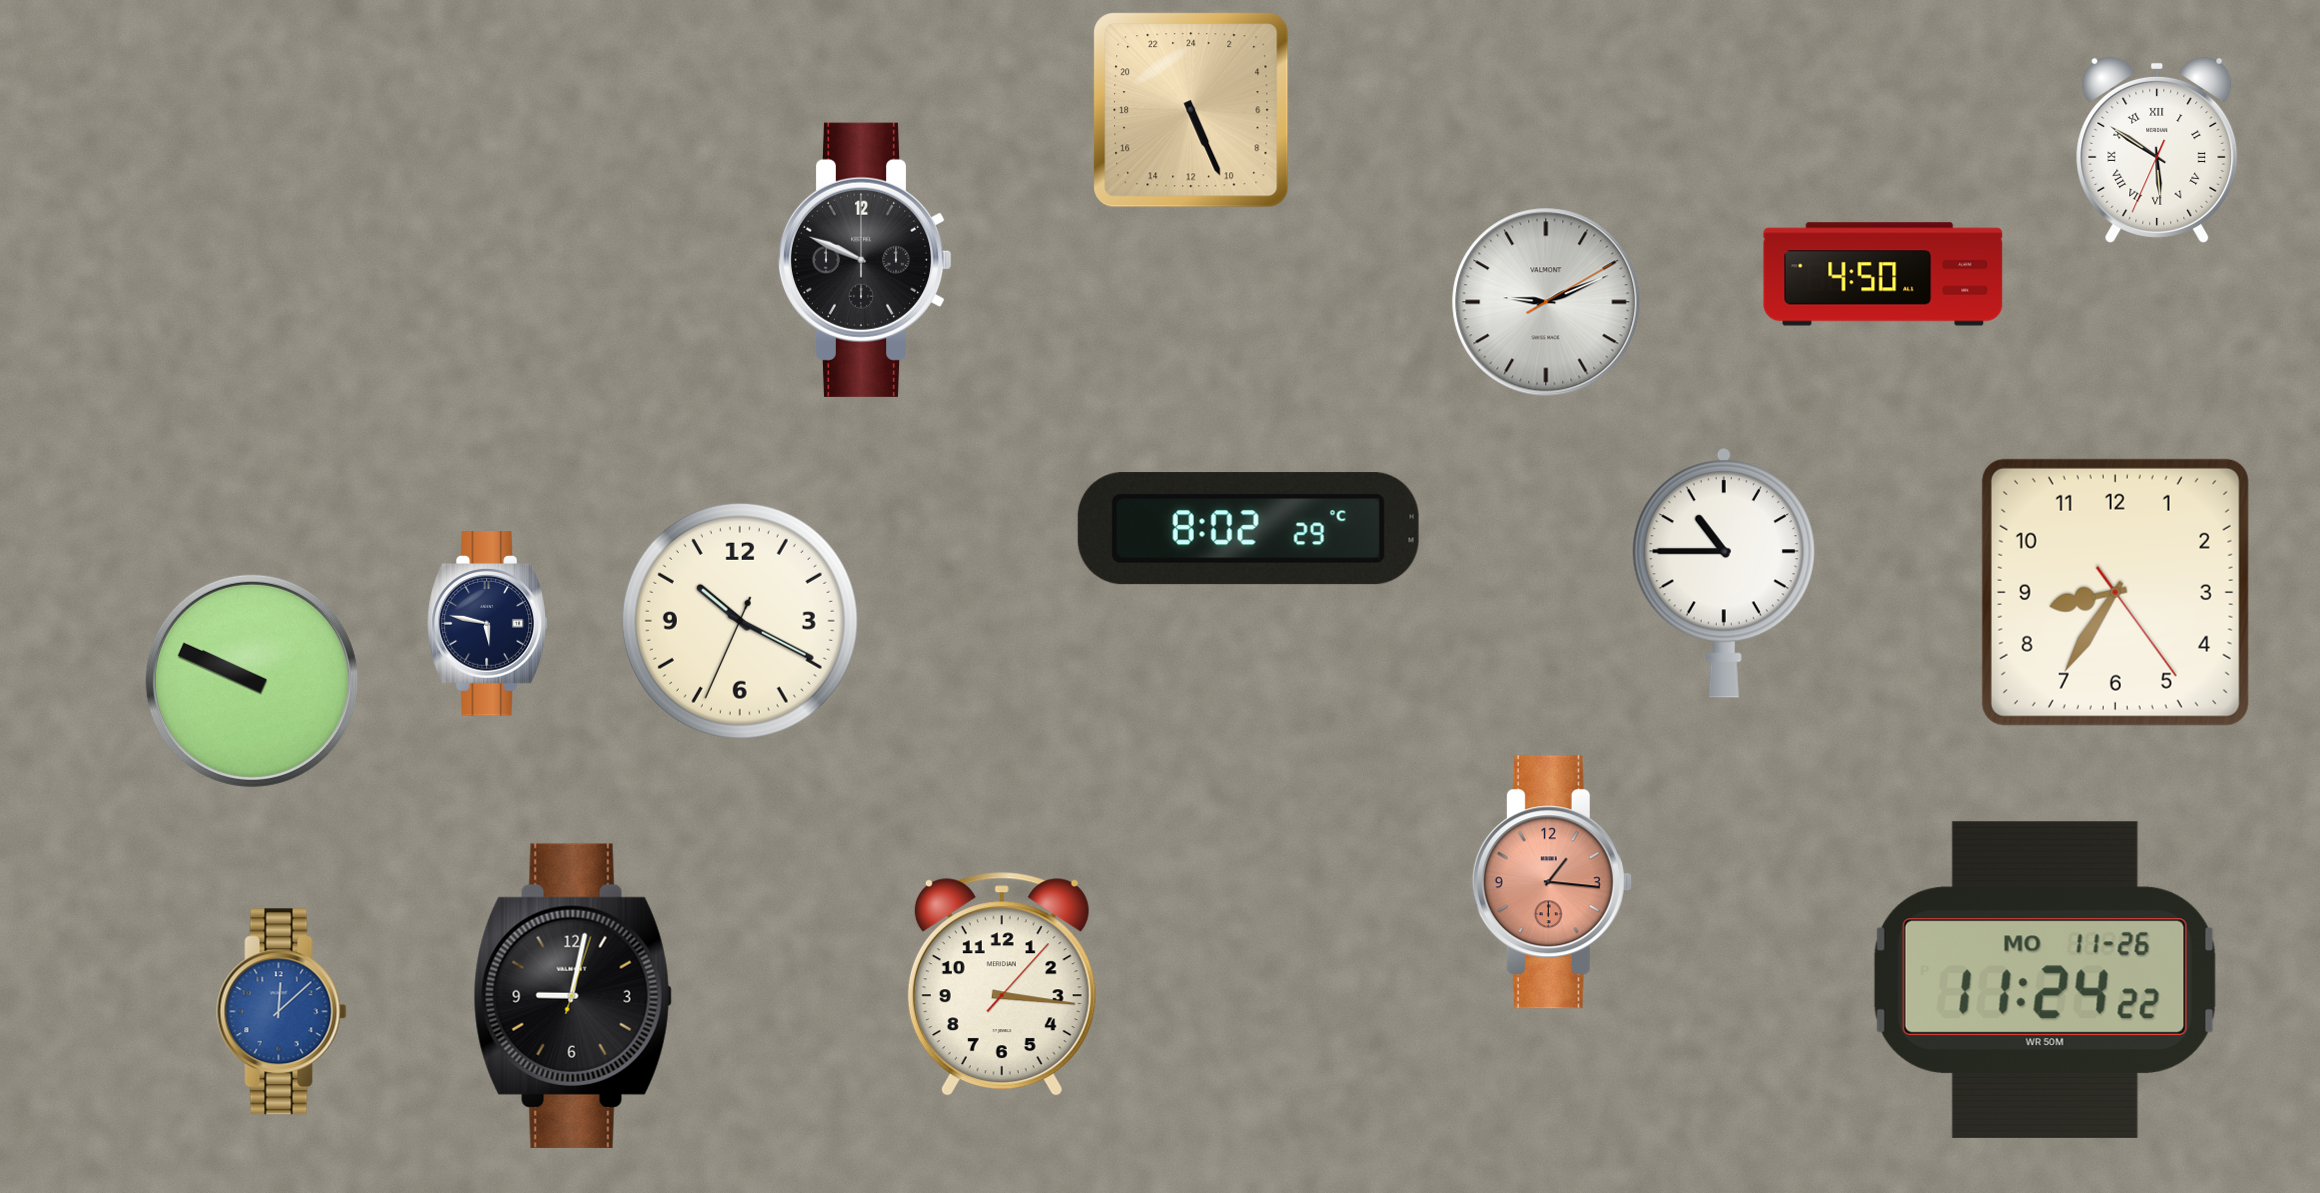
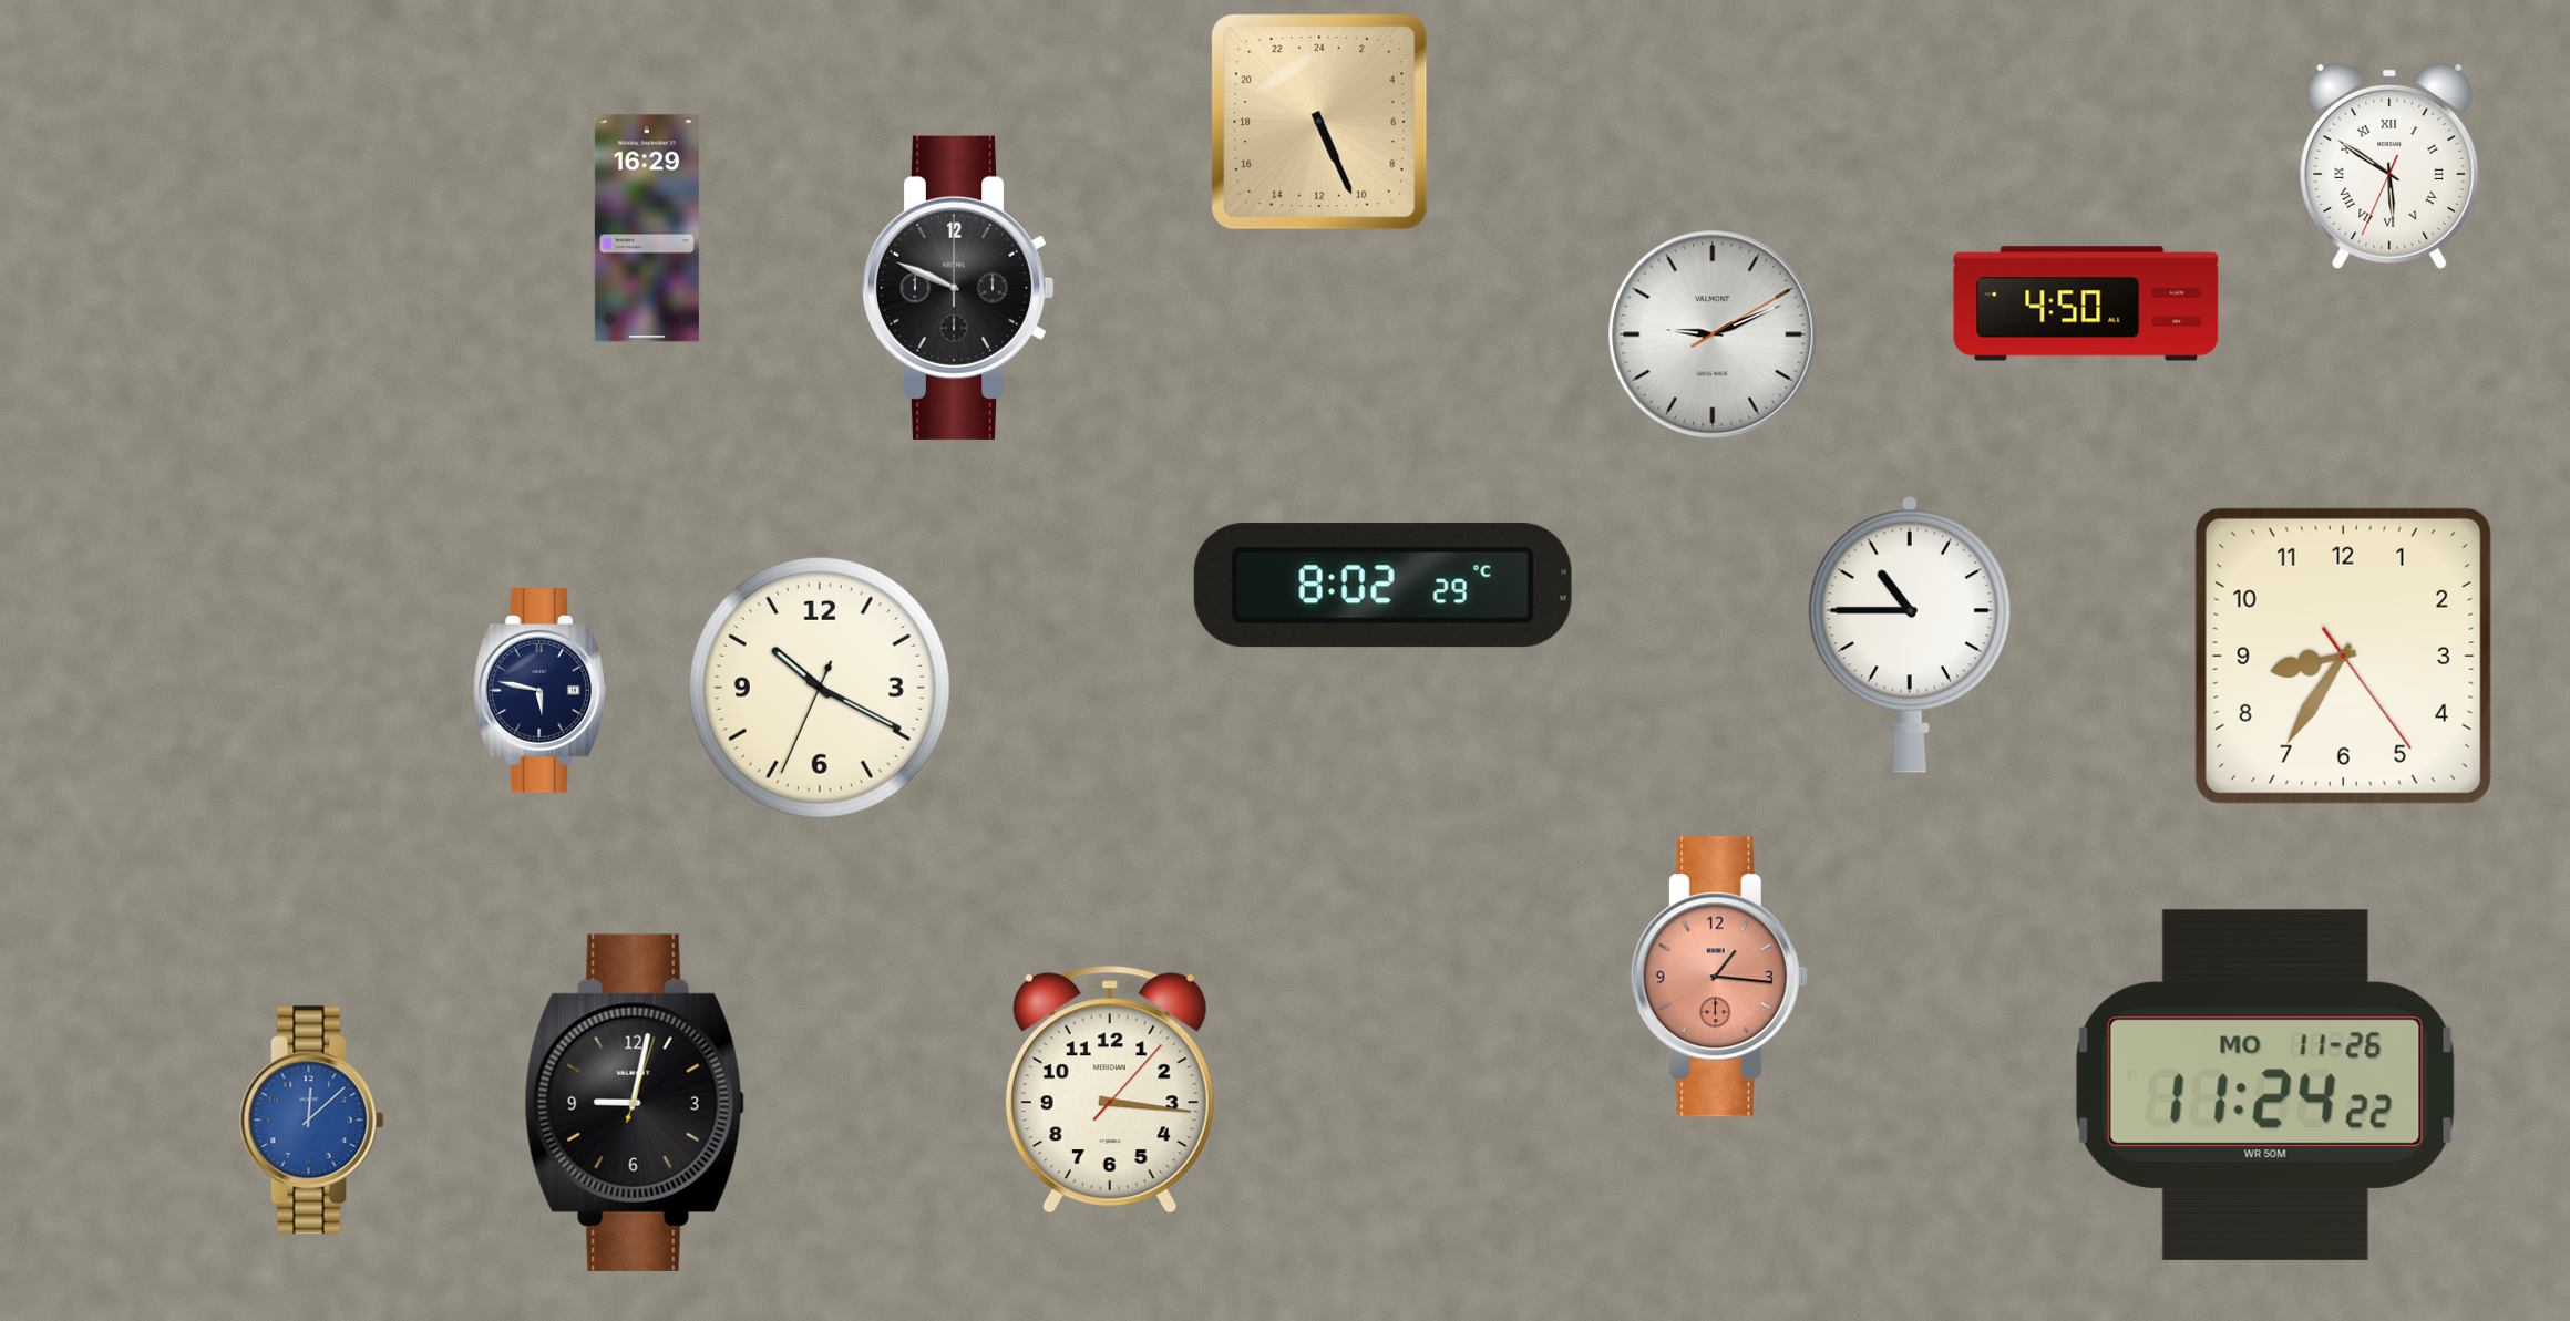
clock at (647, 228): none -> 16:29
clock at (252, 681): 9:49 -> none
